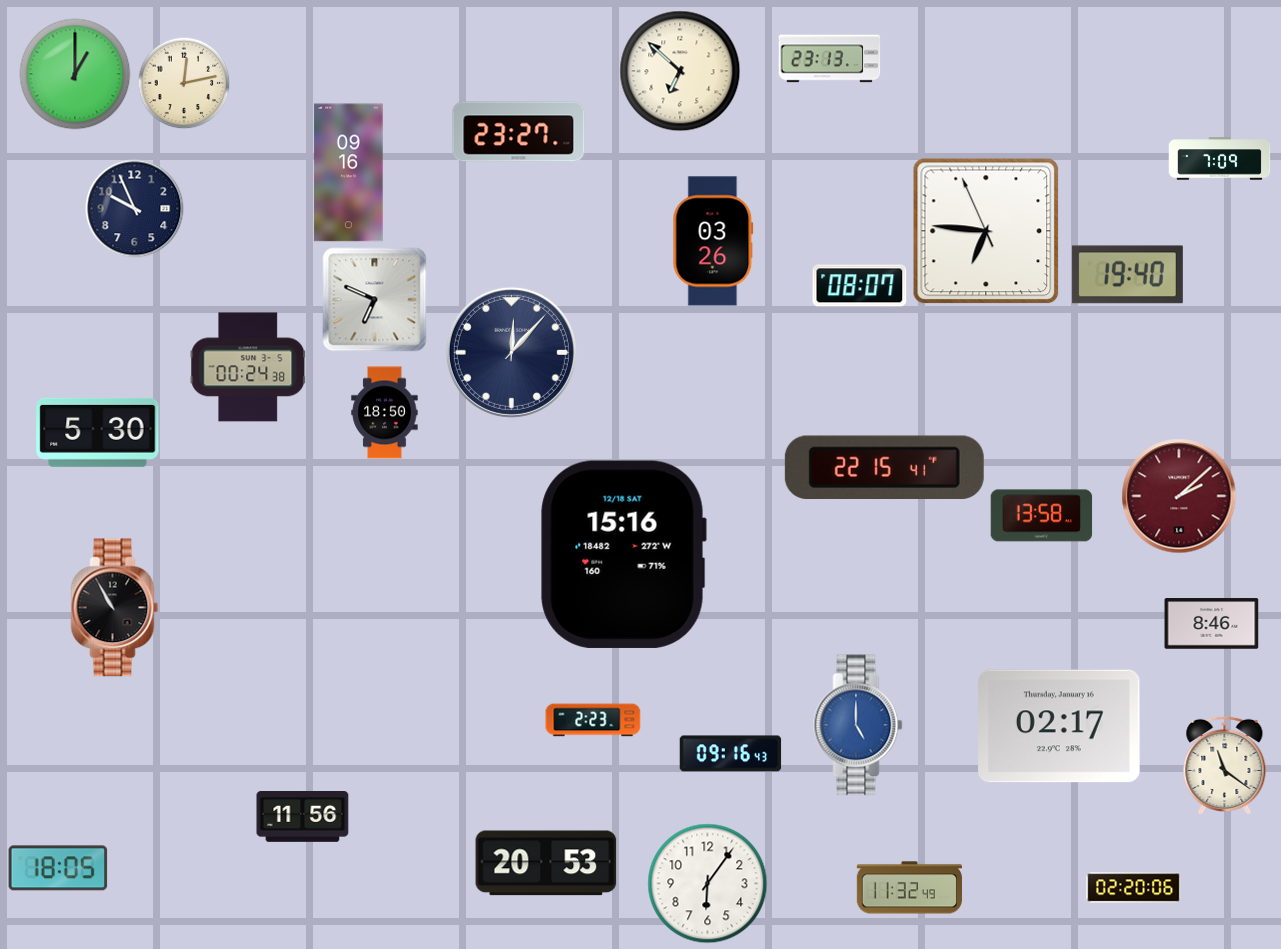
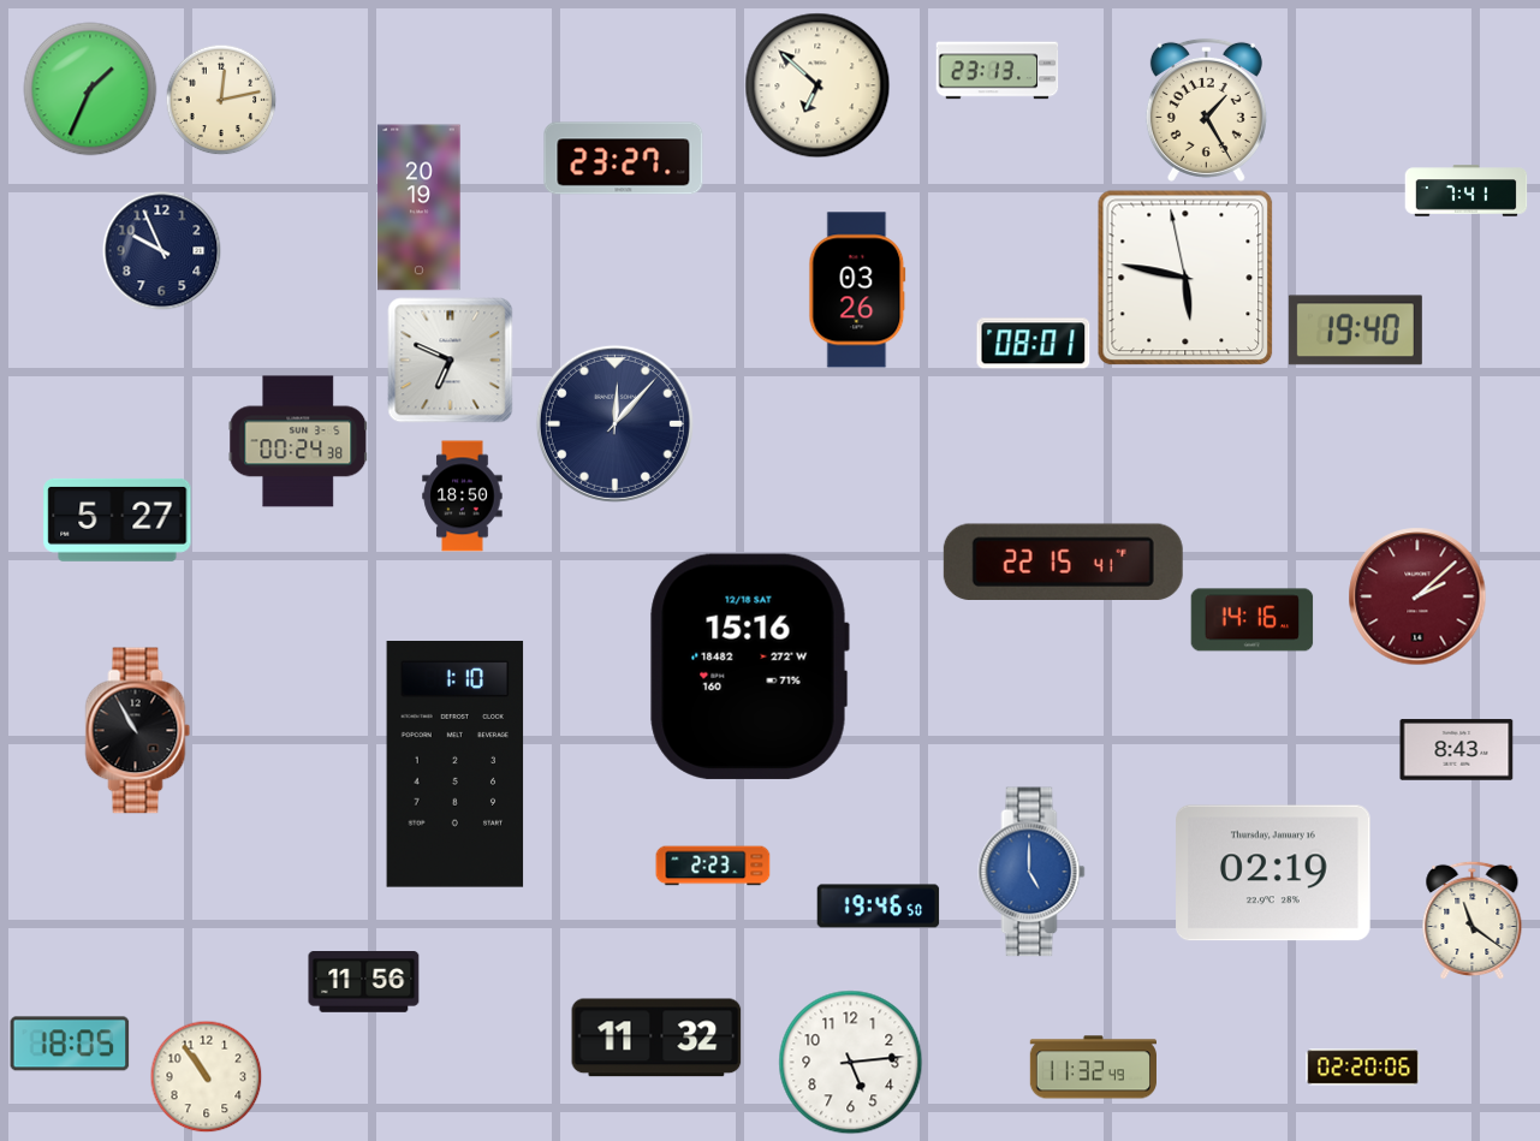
clock at (75, 74): 1:00 -> 1:34
clock at (1206, 109): none -> 1:25
clock at (1220, 159): 7:09 -> 7:41
clock at (349, 173): 09:16 -> 20:19
clock at (986, 231): 6:45 -> 5:46
clock at (860, 286): 08:07 -> 08:01
clock at (98, 432): 5:30 -> 5:27
clock at (1042, 516): 13:58 -> 14:16
clock at (1212, 624): 8:46 -> 8:43
clock at (456, 765): none -> 1:10
clock at (1059, 726): 02:17 -> 02:19
clock at (731, 754): 09:16 -> 19:46
clock at (546, 863): 20:53 -> 11:32
clock at (708, 884): 6:06 -> 5:14
clock at (206, 1076): none -> 10:54
